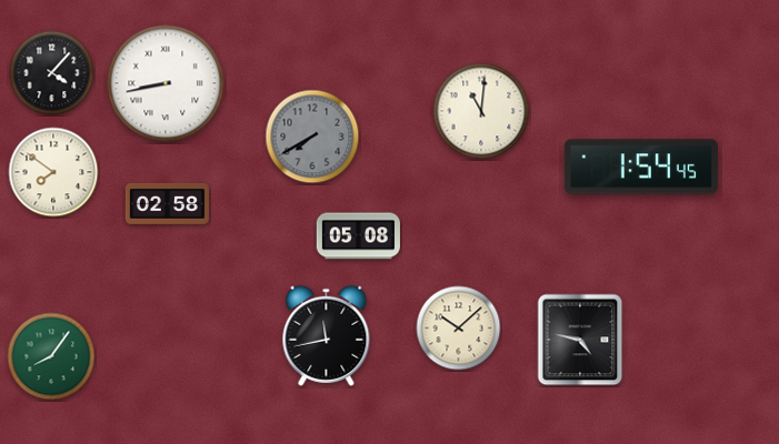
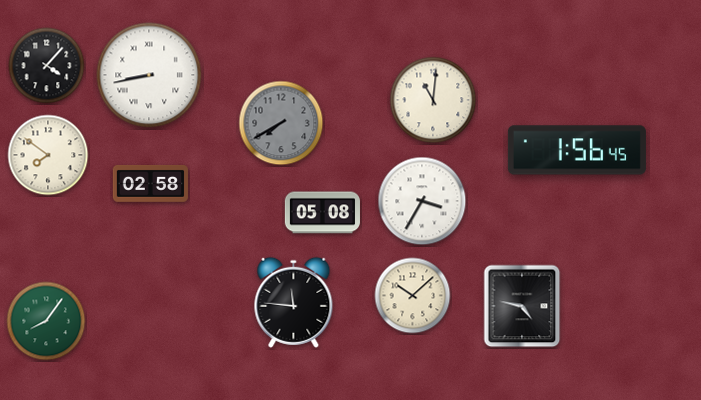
clock at (641, 167): 1:54 -> 1:56
clock at (422, 201): none -> 3:35
clock at (327, 335): 11:43 -> 11:46
